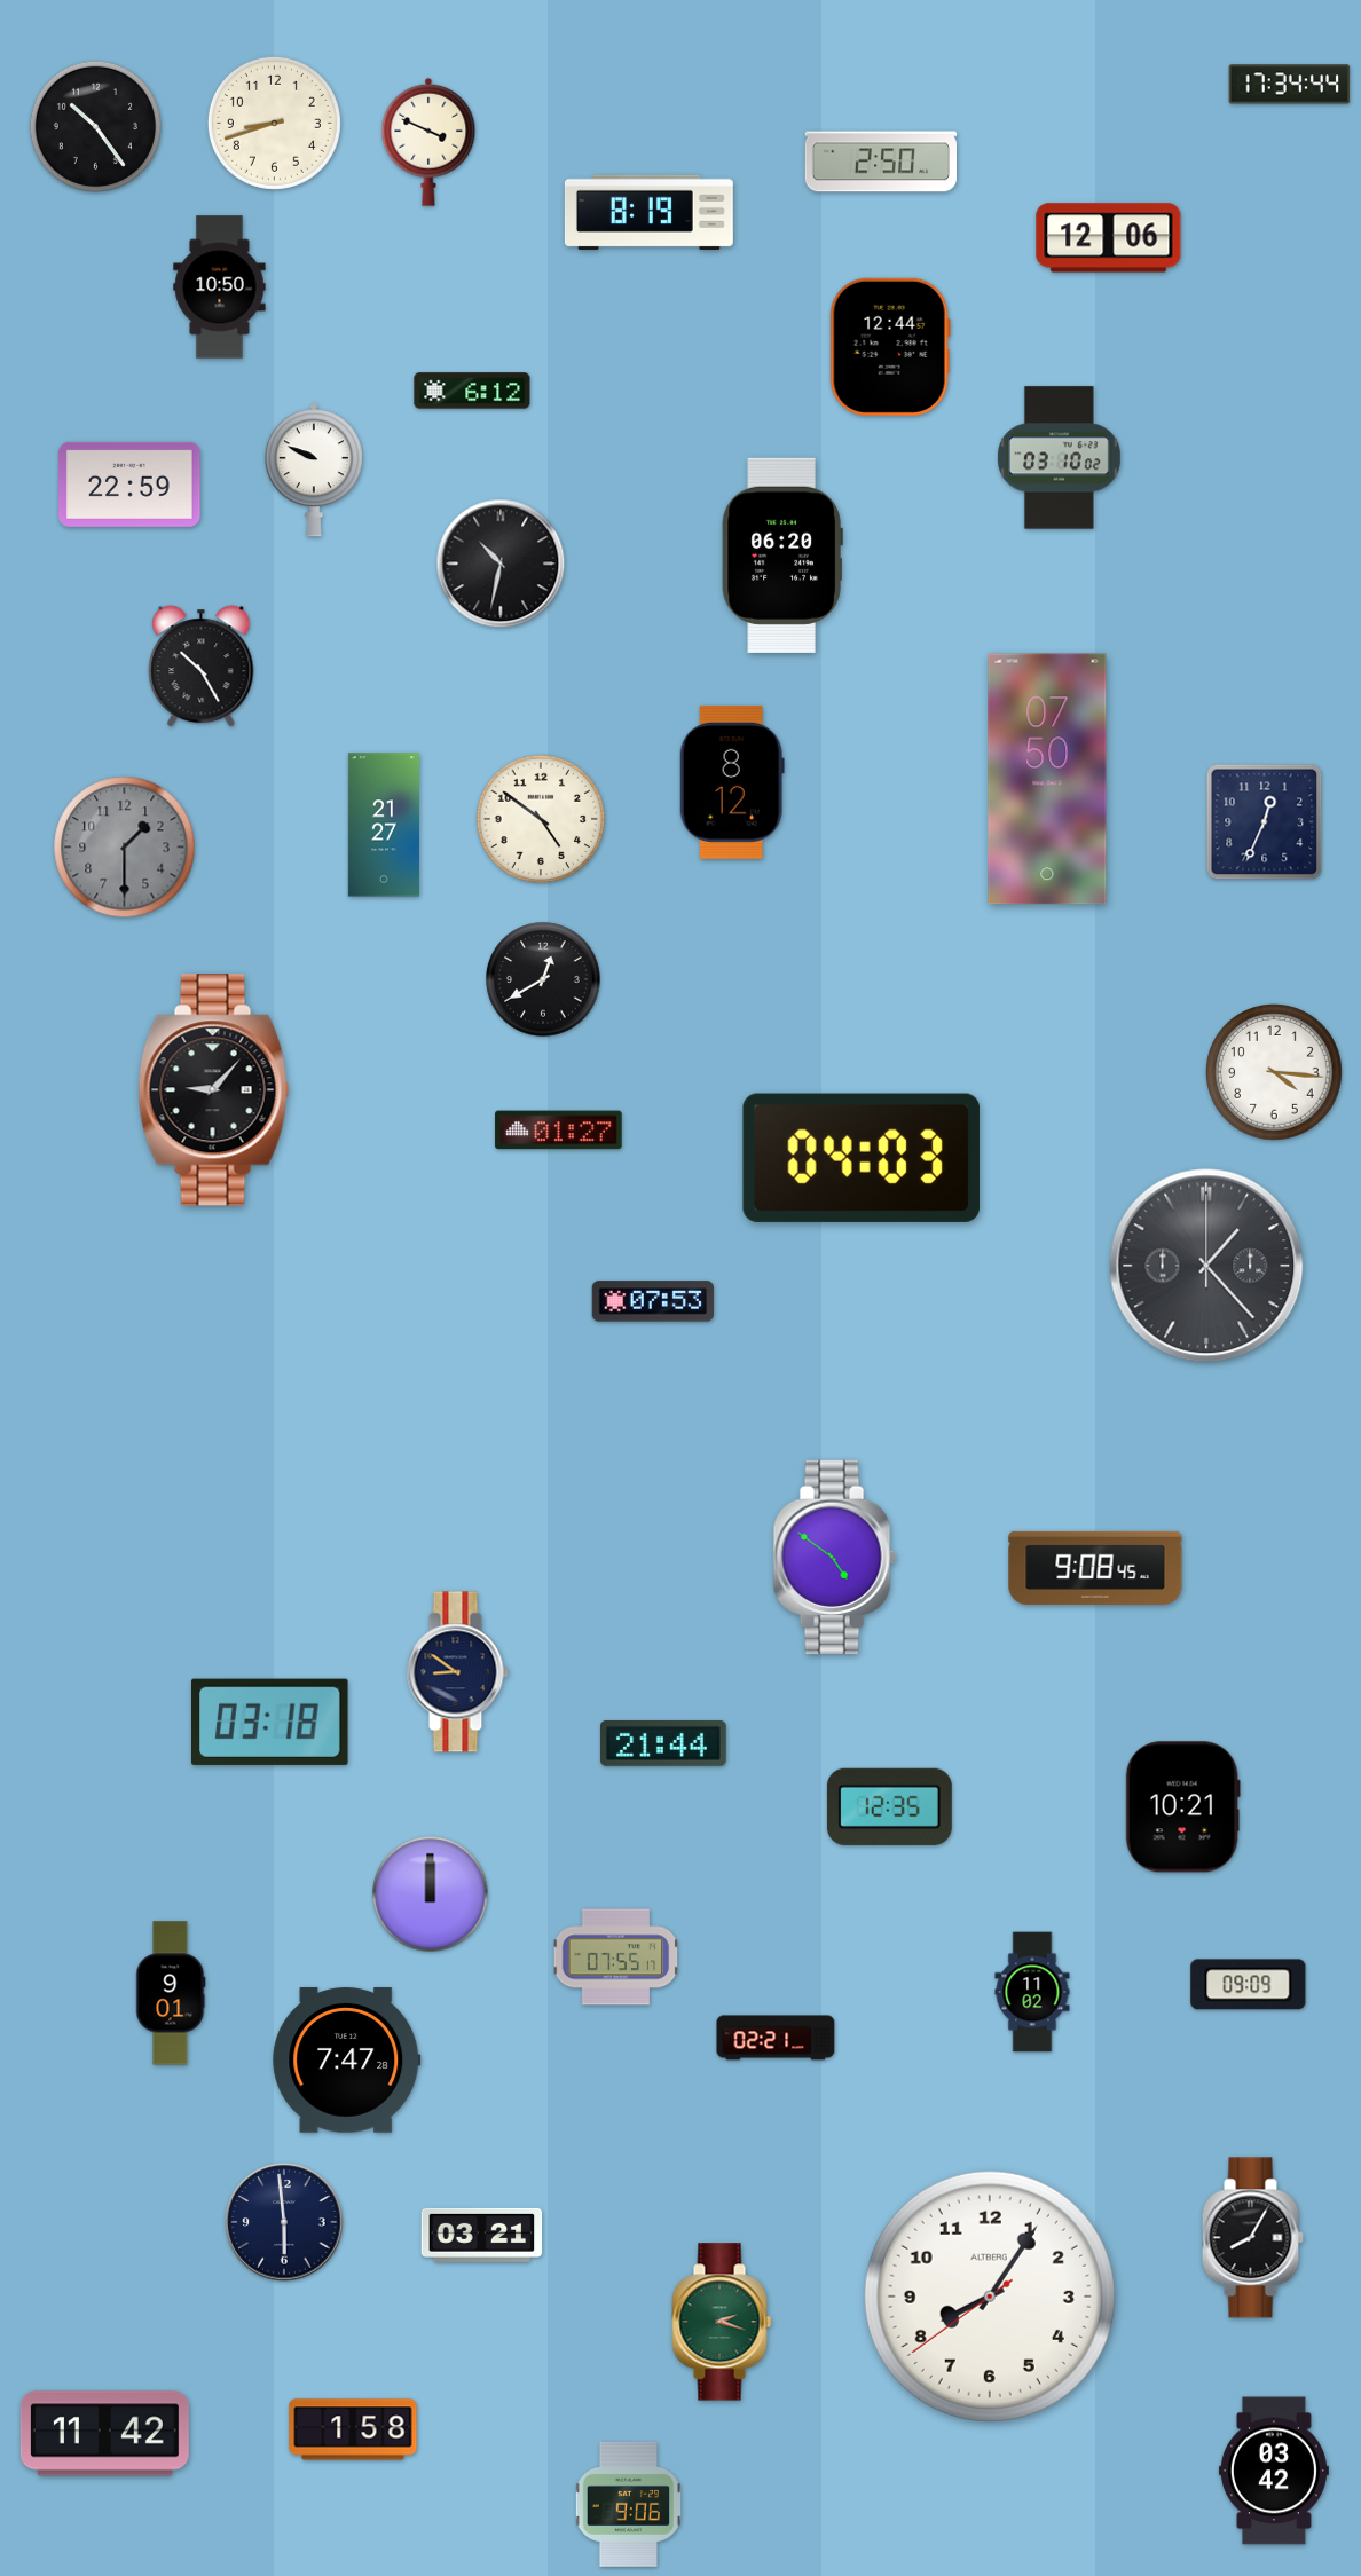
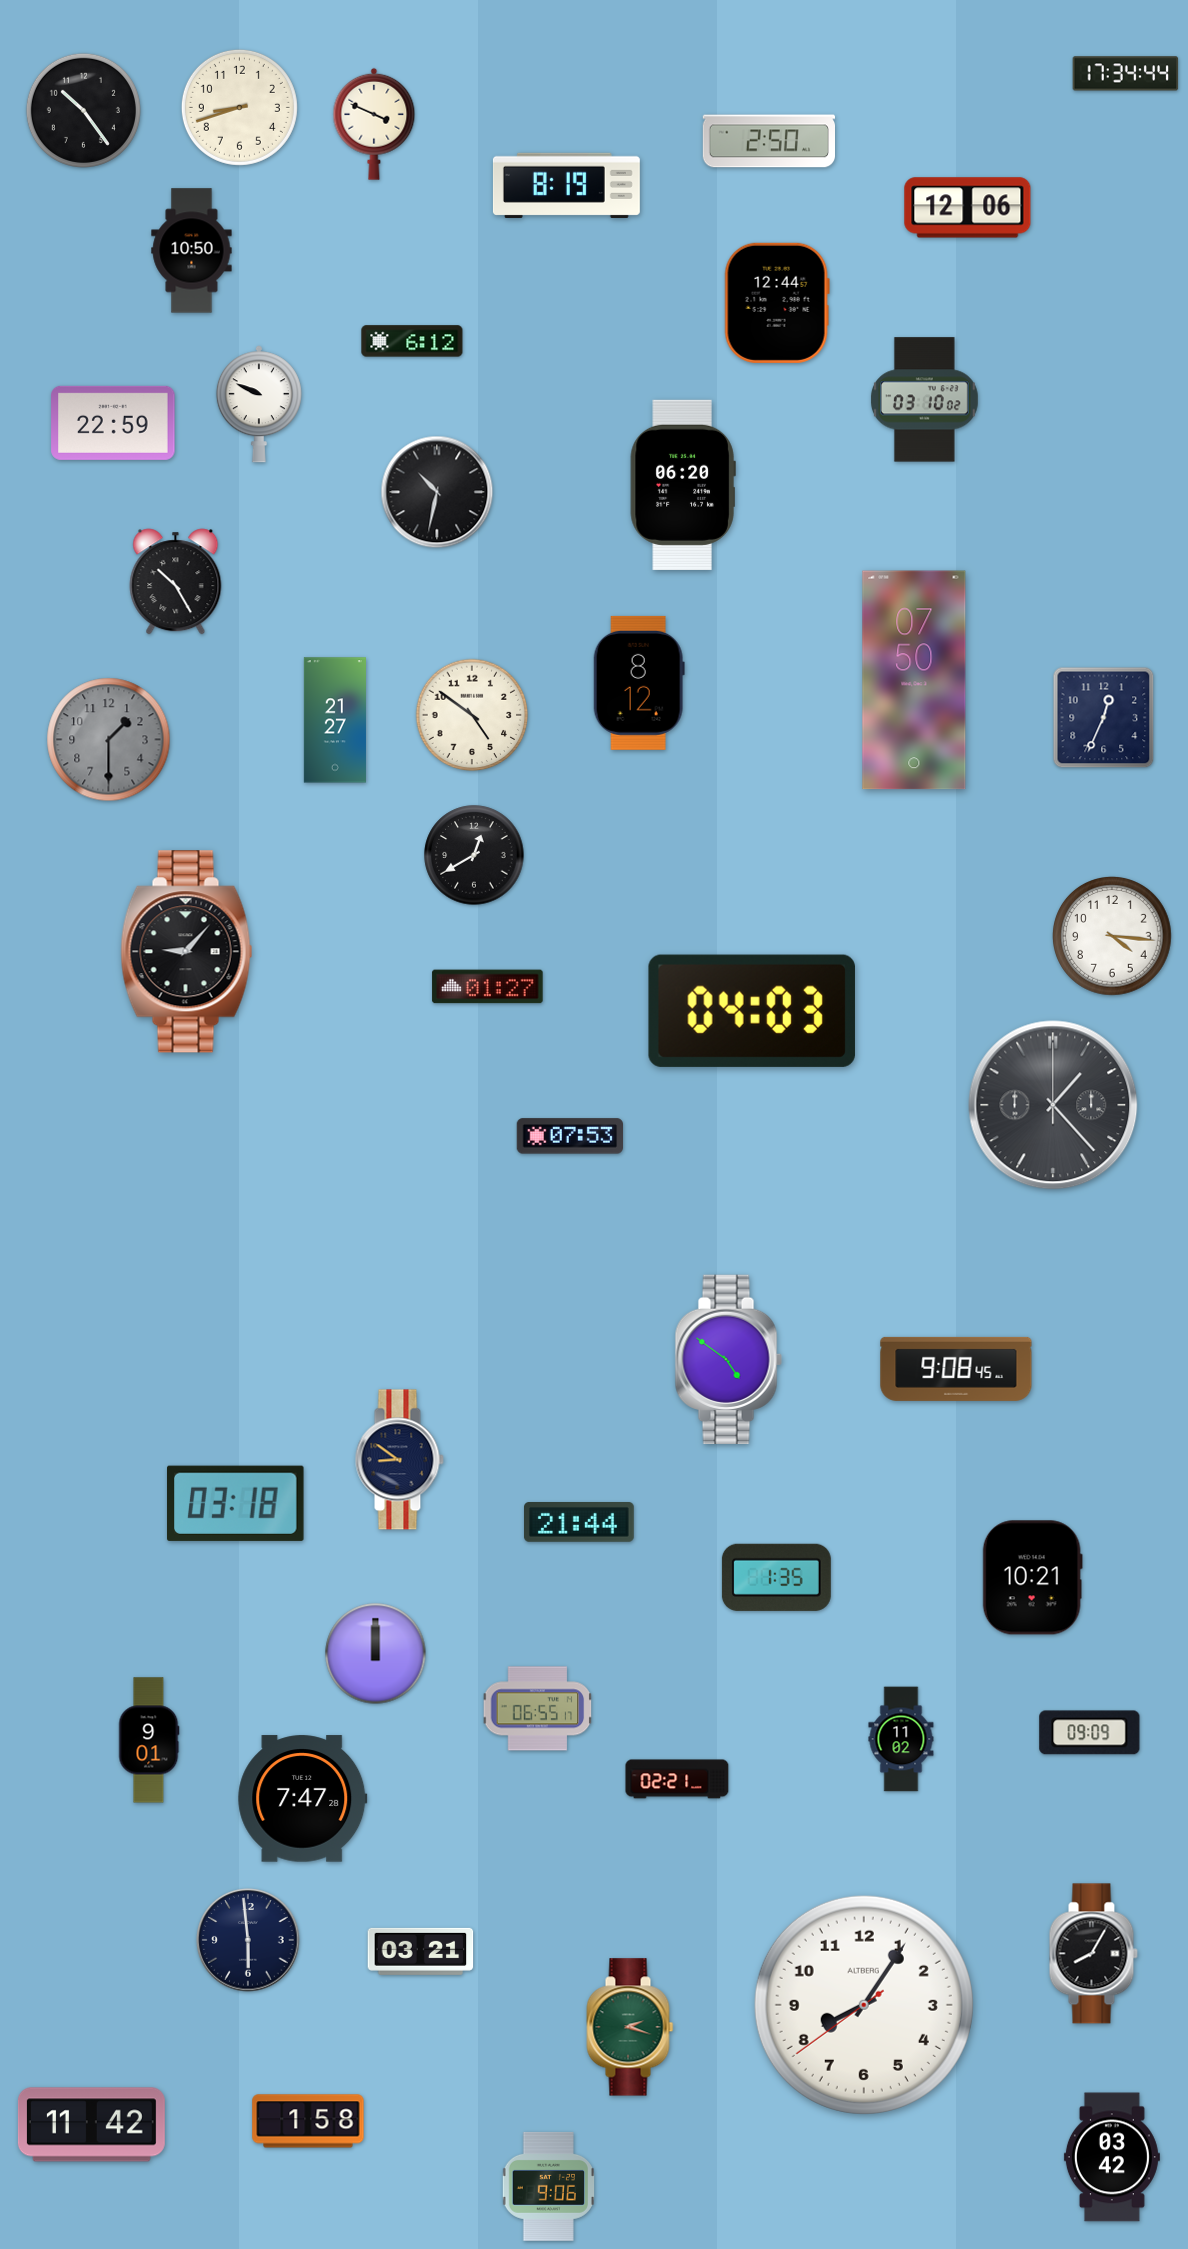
clock at (314, 470) position: (314, 470) -> (259, 404)
clock at (889, 1806): 12:35 -> 1:35
clock at (616, 1957): 07:55 -> 06:55
